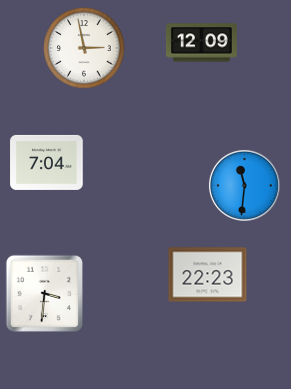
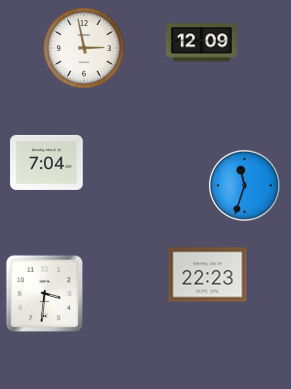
clock at (244, 185): 11:31 -> 11:33
